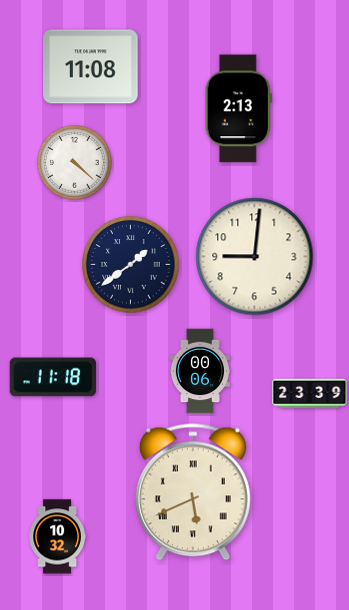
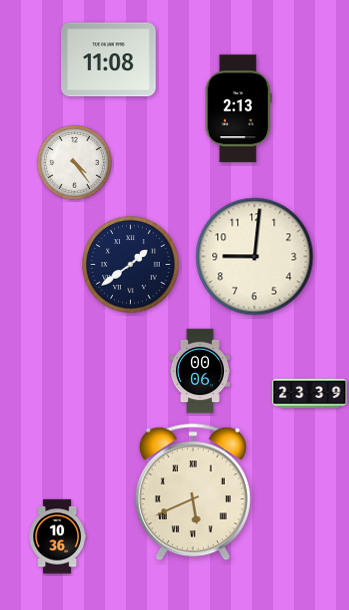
clock at (91, 67) position: (91, 67) -> (109, 60)
clock at (75, 163): 4:22 -> 4:24
clock at (53, 377): 11:18 -> none
clock at (57, 537): 10:32 -> 10:36
